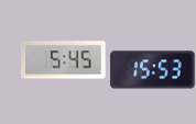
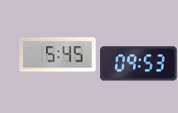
clock at (153, 70): 15:53 -> 09:53
